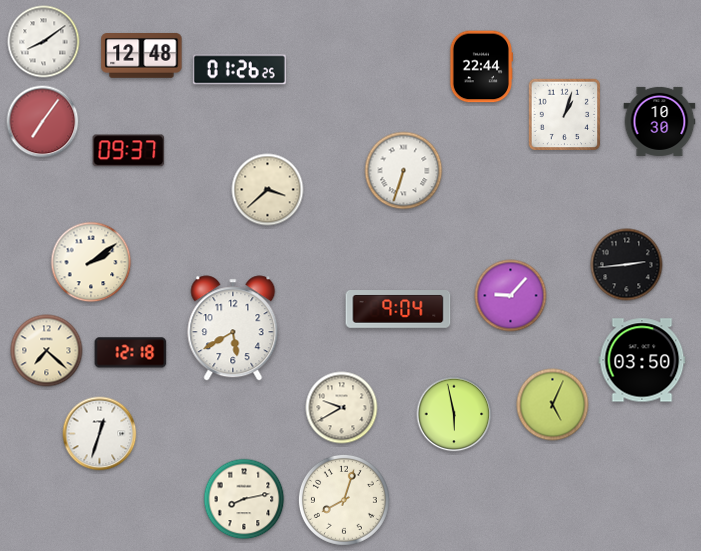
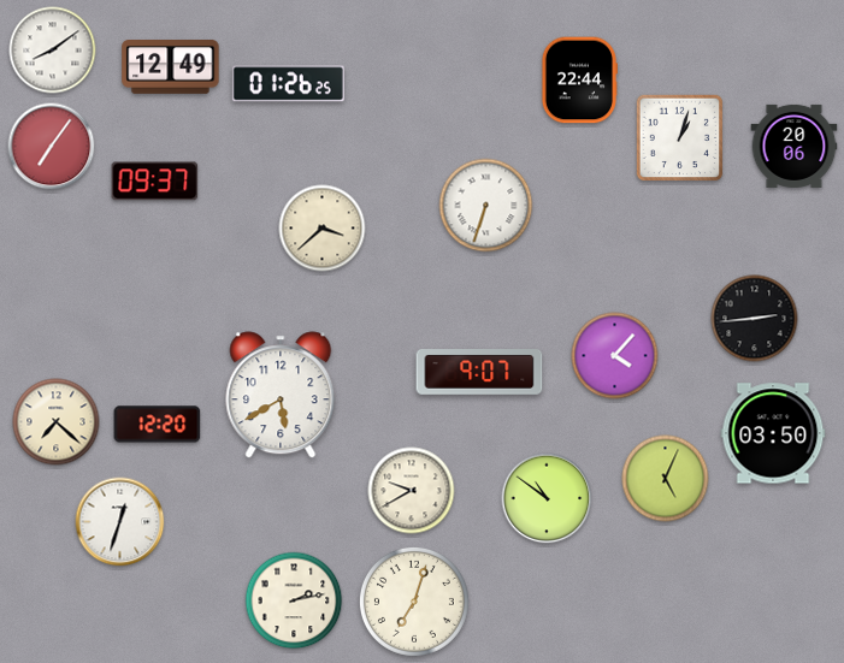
clock at (142, 56): 12:48 -> 12:49
clock at (660, 121): 10:30 -> 20:06
clock at (91, 262): 2:09 -> none
clock at (511, 296): 9:07 -> 4:07
clock at (398, 310): 9:04 -> 9:07
clock at (131, 353): 12:18 -> 12:20
clock at (553, 405) position: (553, 405) -> (666, 479)
clock at (454, 414): 5:58 -> 10:51
clock at (244, 499): 8:13 -> 2:13
clock at (344, 500): 8:03 -> 7:03
